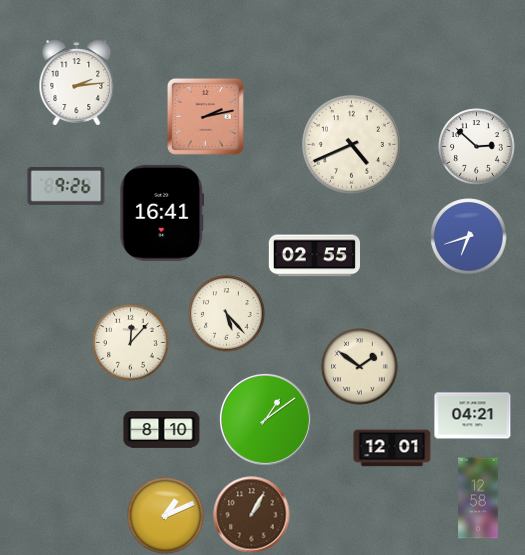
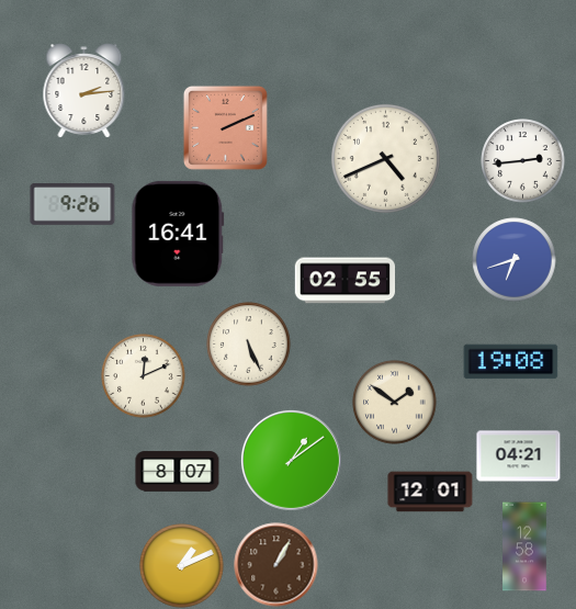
clock at (205, 116): 2:13 -> 2:11
clock at (477, 147): 2:52 -> 2:44
clock at (227, 314): 5:23 -> 5:26
clock at (511, 362): none -> 19:08
clock at (131, 343): 12:07 -> 12:11
clock at (162, 430): 8:10 -> 8:07
